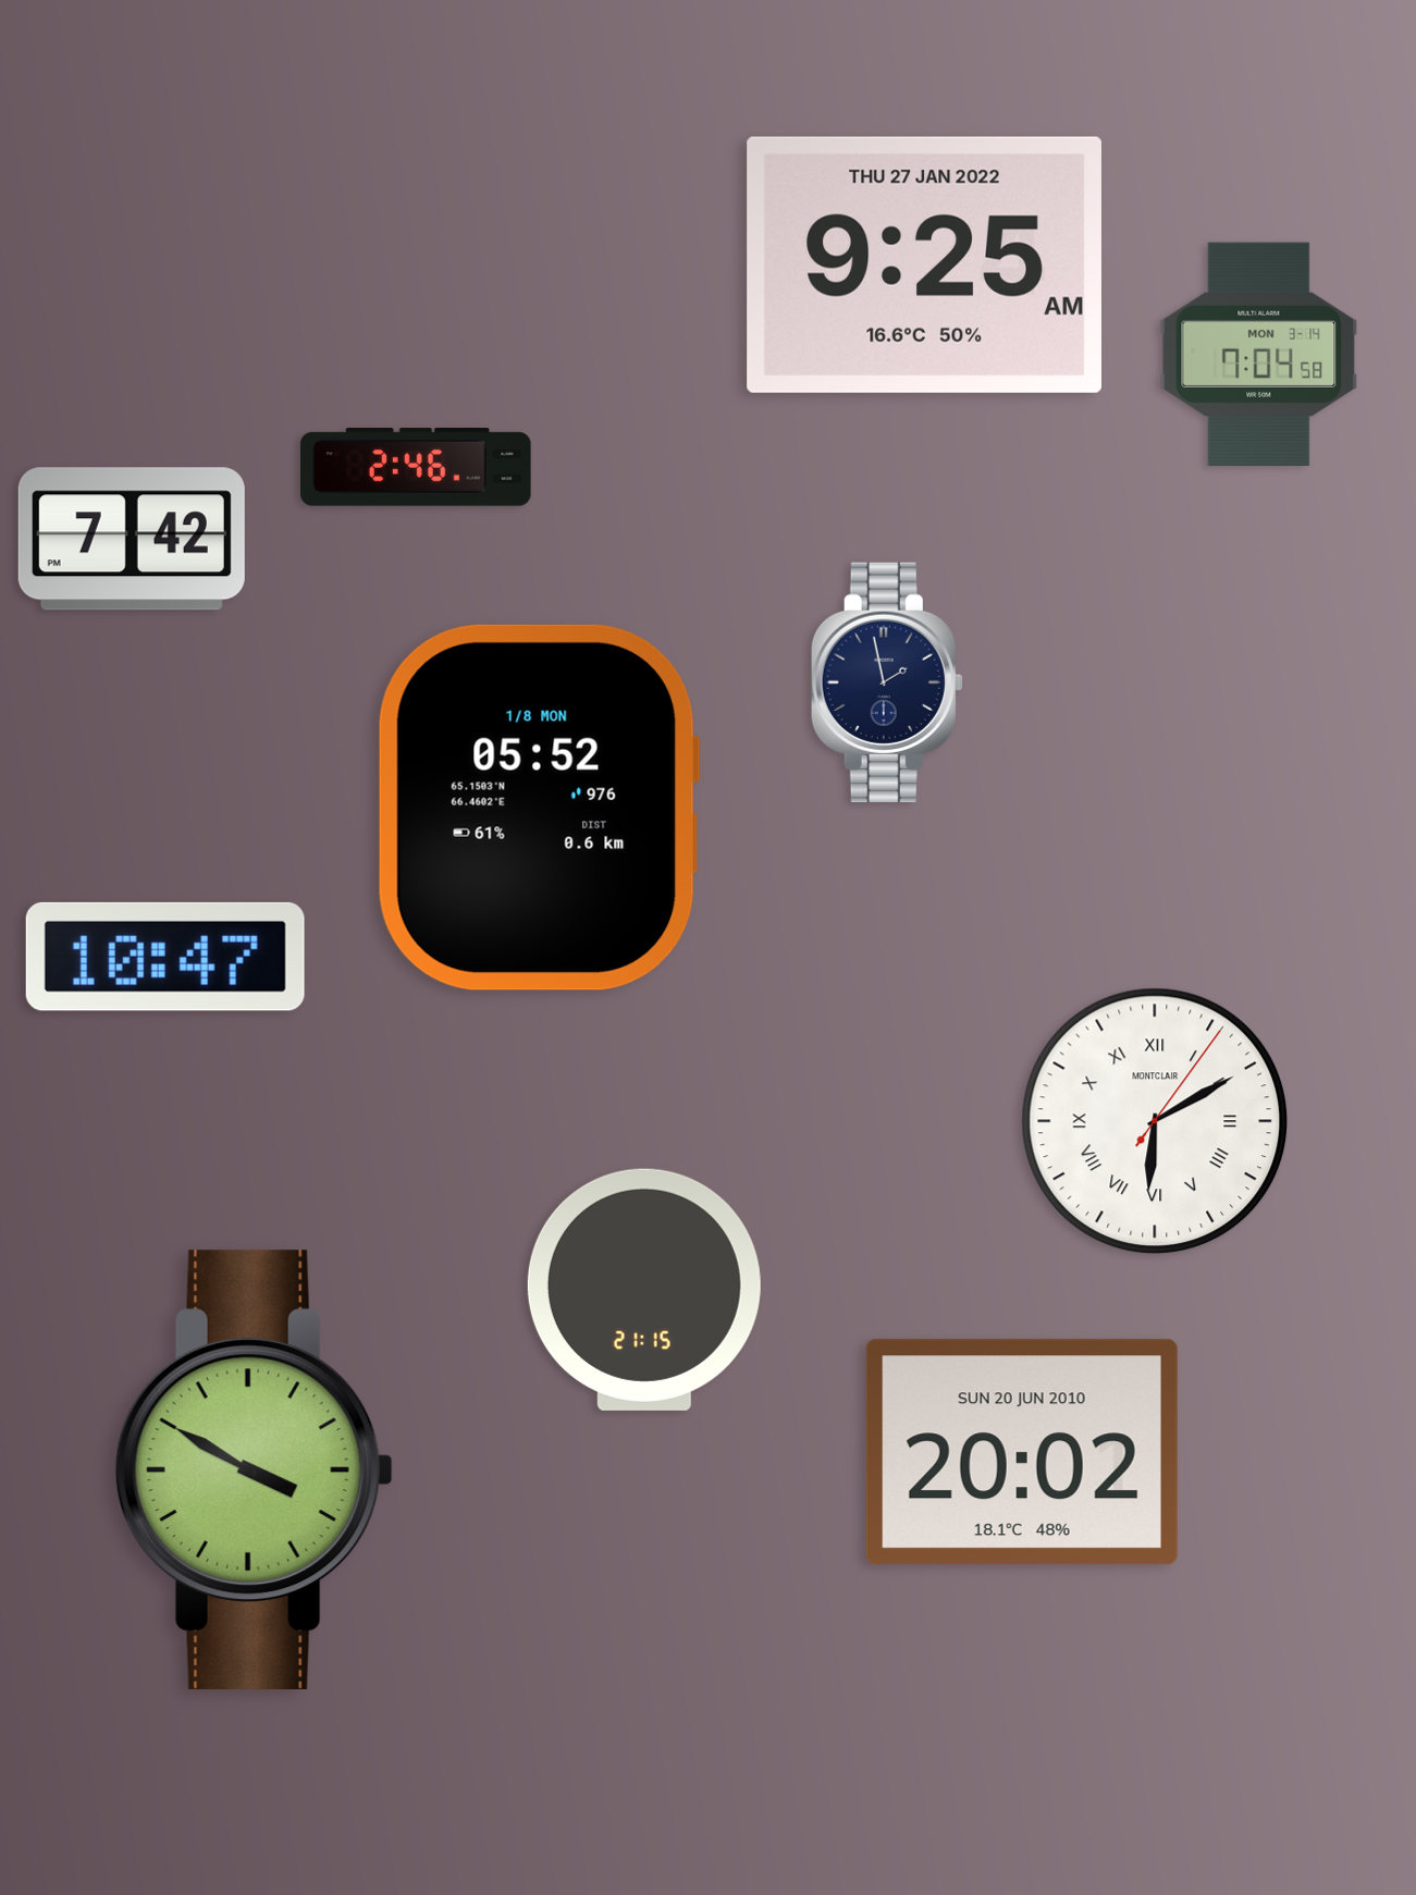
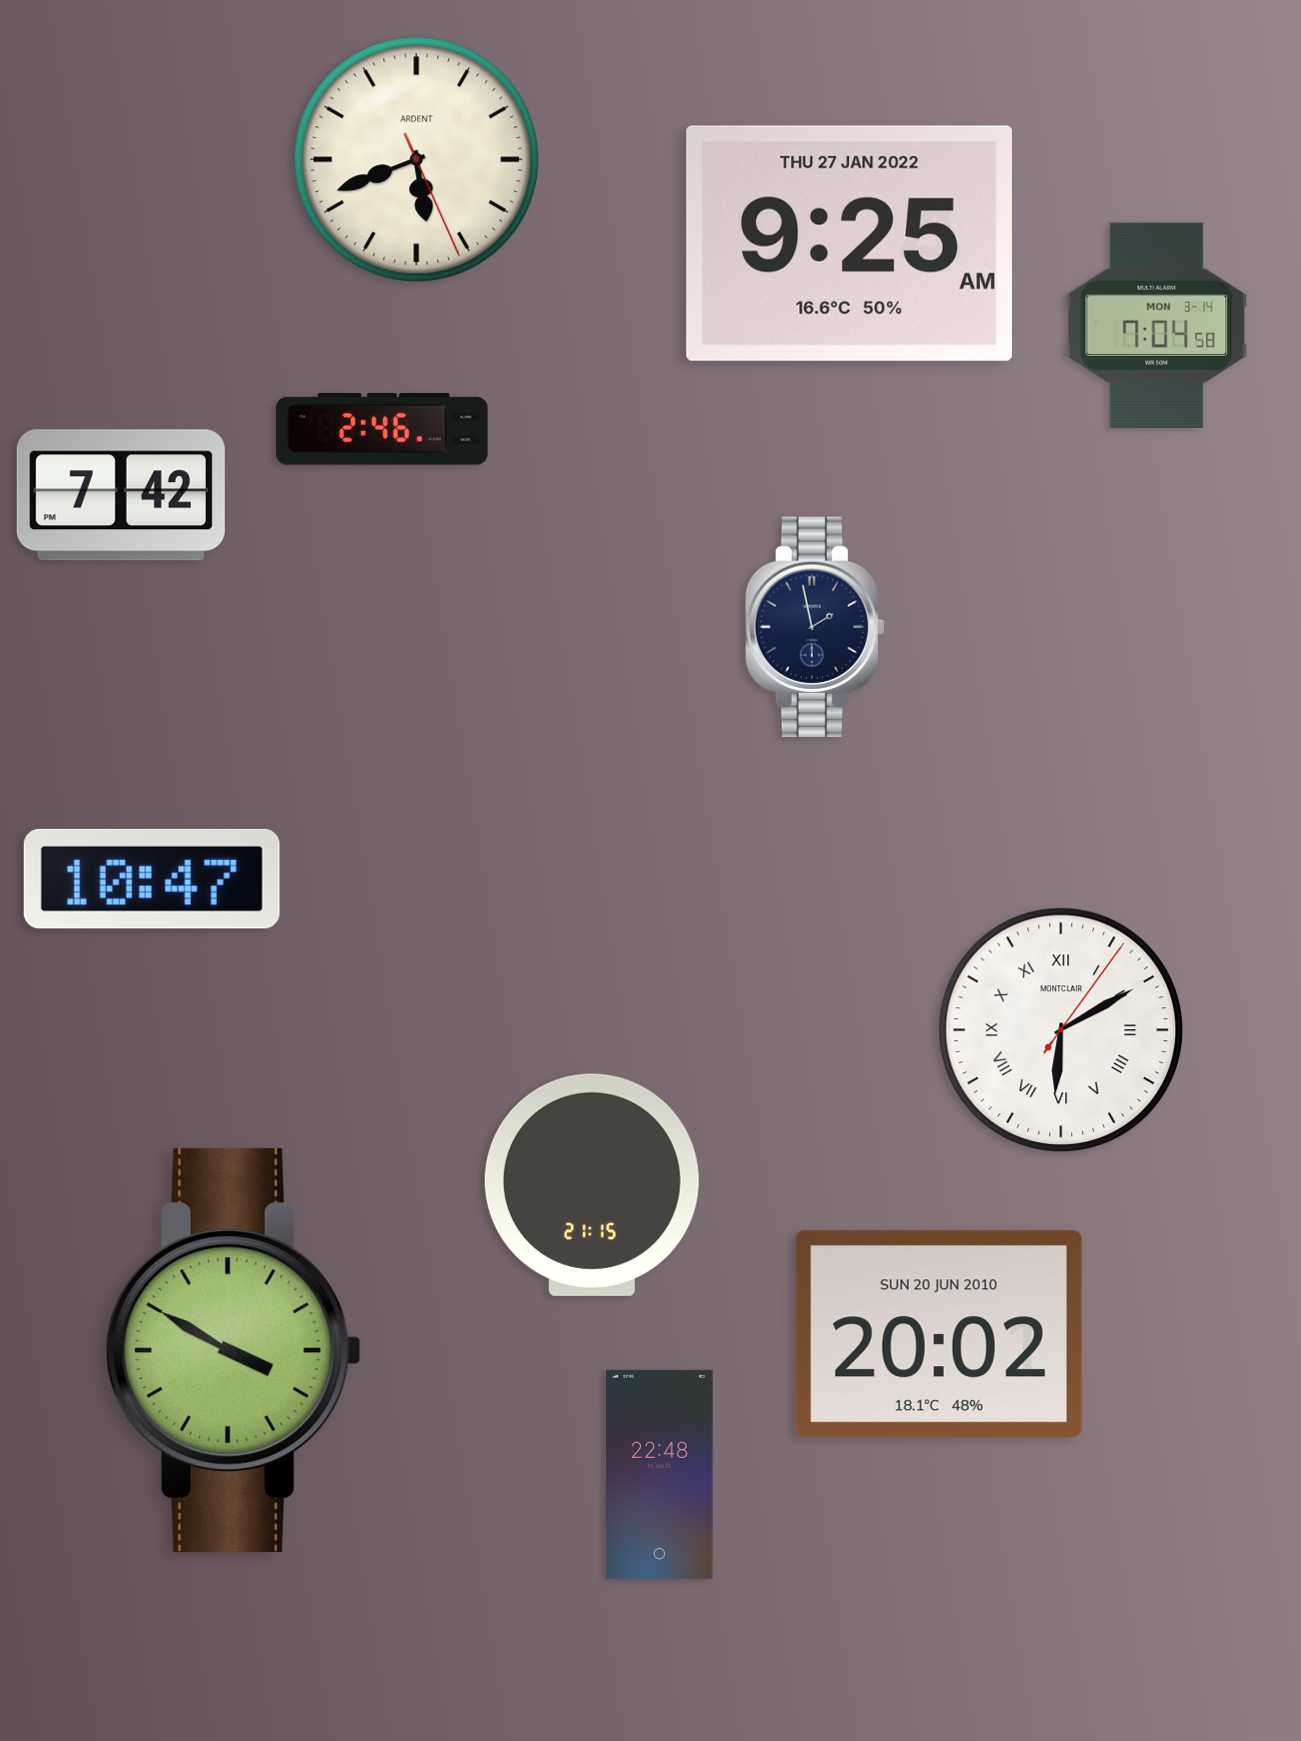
clock at (417, 160): none -> 5:41
clock at (539, 808): 05:52 -> none
clock at (660, 1474): none -> 22:48
